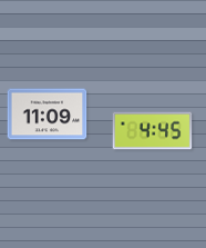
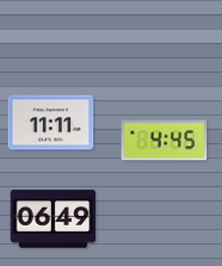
clock at (48, 115): 11:09 -> 11:11
clock at (54, 219): none -> 06:49
